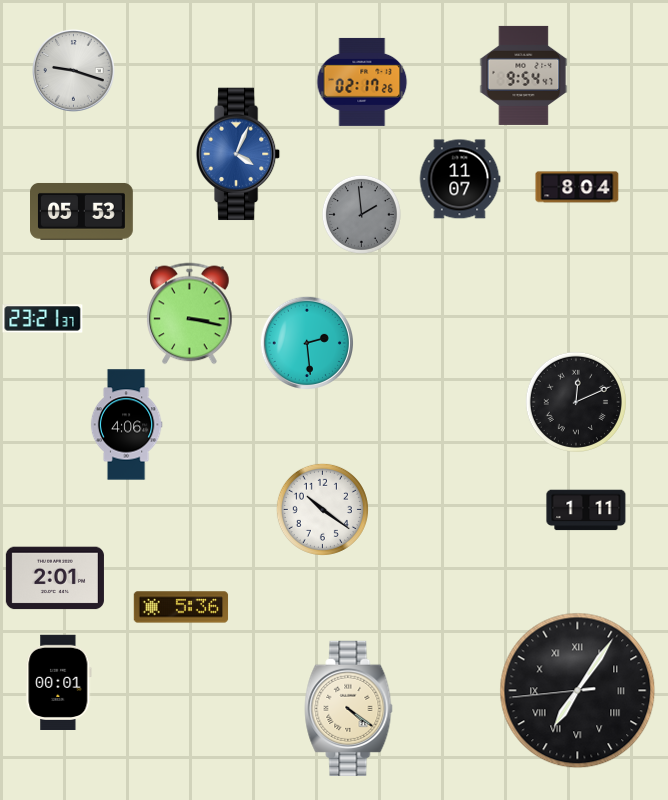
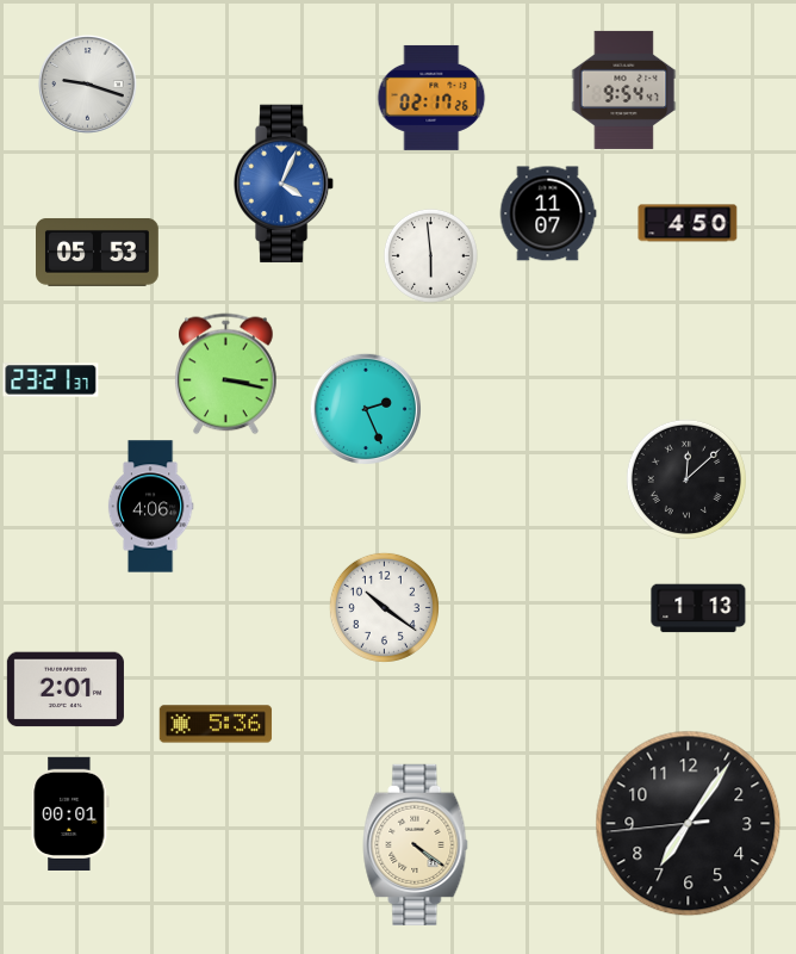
clock at (577, 187): 8:04 -> 4:50
clock at (361, 214): 1:59 -> 5:59
clock at (361, 214) dial: grey -> white
clock at (306, 342): 2:29 -> 2:26
clock at (575, 401): 12:11 -> 12:08
clock at (586, 510): 1:11 -> 1:13
clock at (578, 691) numerals: Roman -> Arabic
